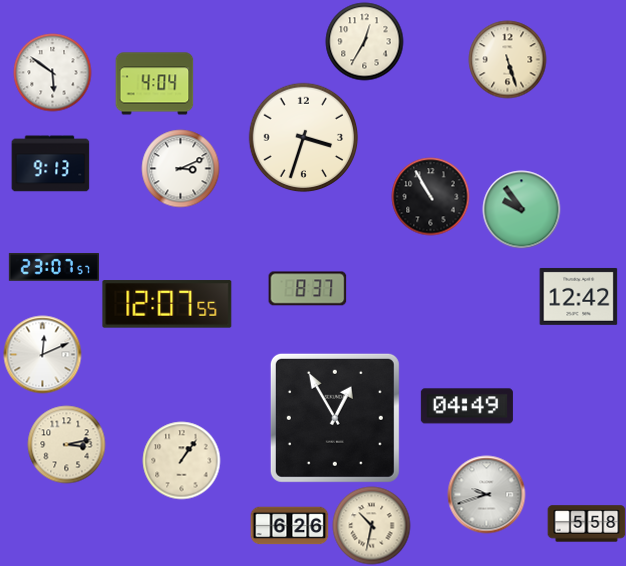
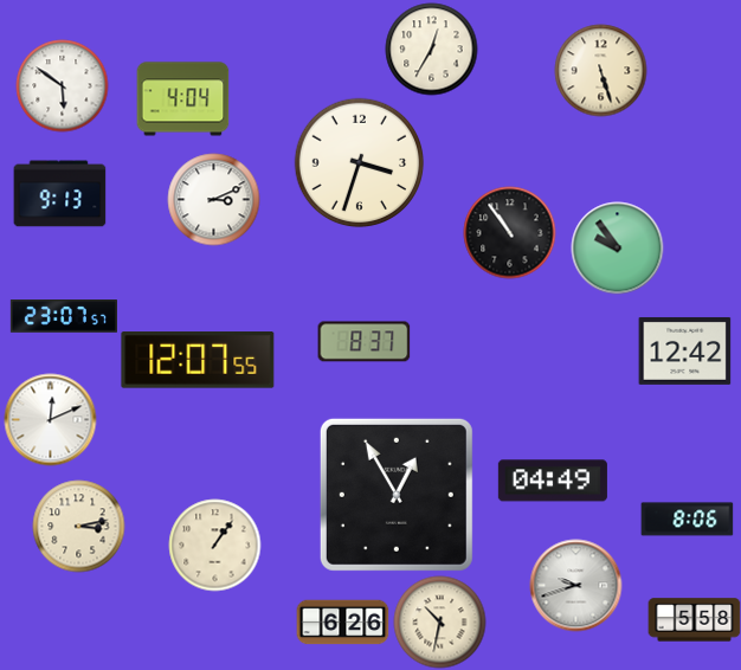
clock at (430, 196): 10:55 -> 10:54
clock at (687, 520): none -> 8:06
